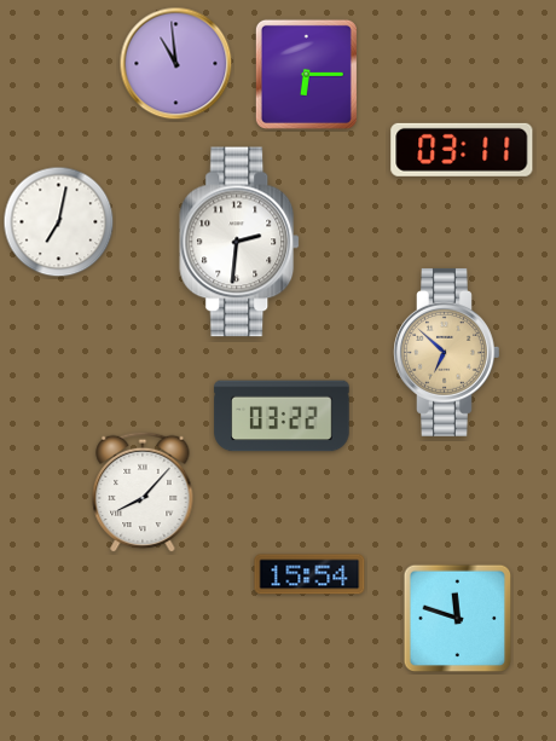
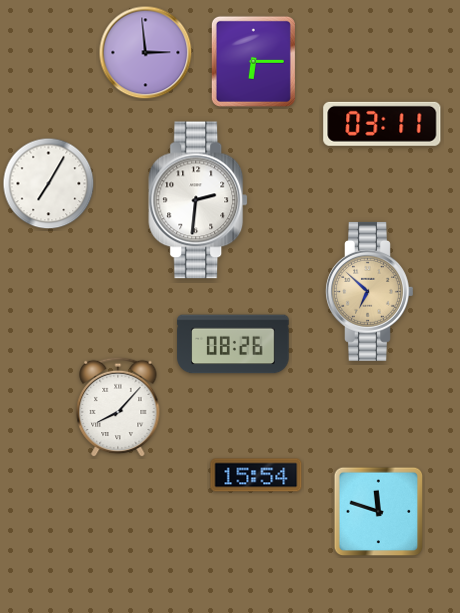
clock at (176, 64): 10:59 -> 2:59
clock at (59, 222): 7:02 -> 7:05
clock at (282, 416): 03:22 -> 08:26
